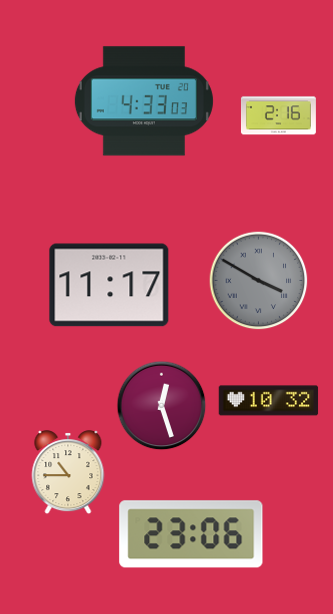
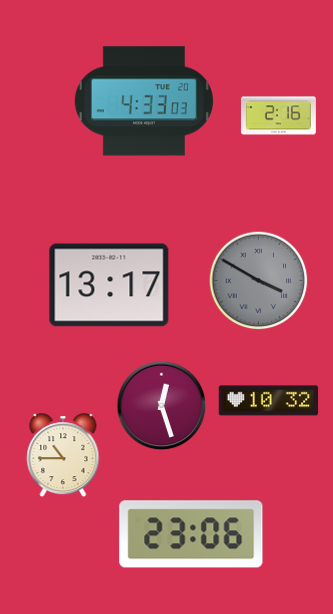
clock at (109, 285): 11:17 -> 13:17
clock at (68, 473) position: (68, 473) -> (63, 456)
